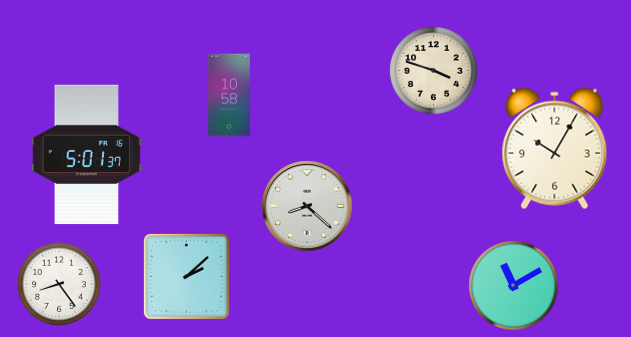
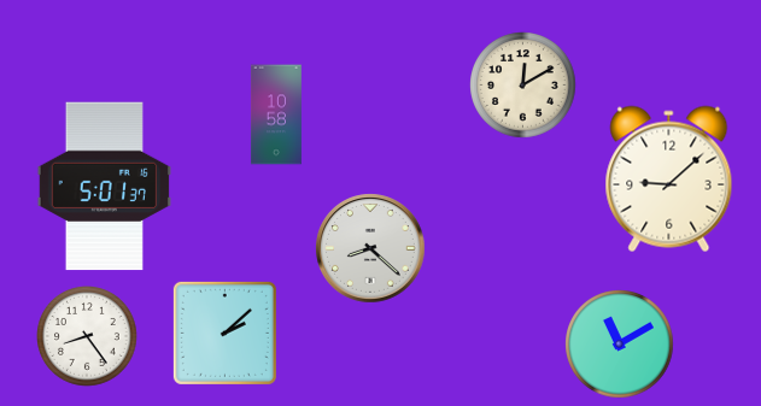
clock at (434, 71): 3:48 -> 12:10
clock at (555, 149): 10:05 -> 9:08
clock at (60, 285) position: (60, 285) -> (88, 337)
